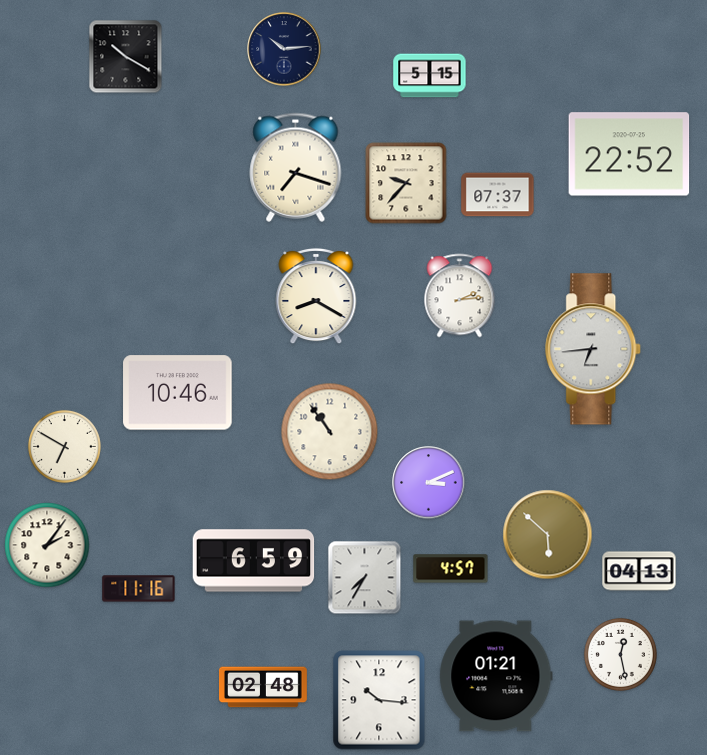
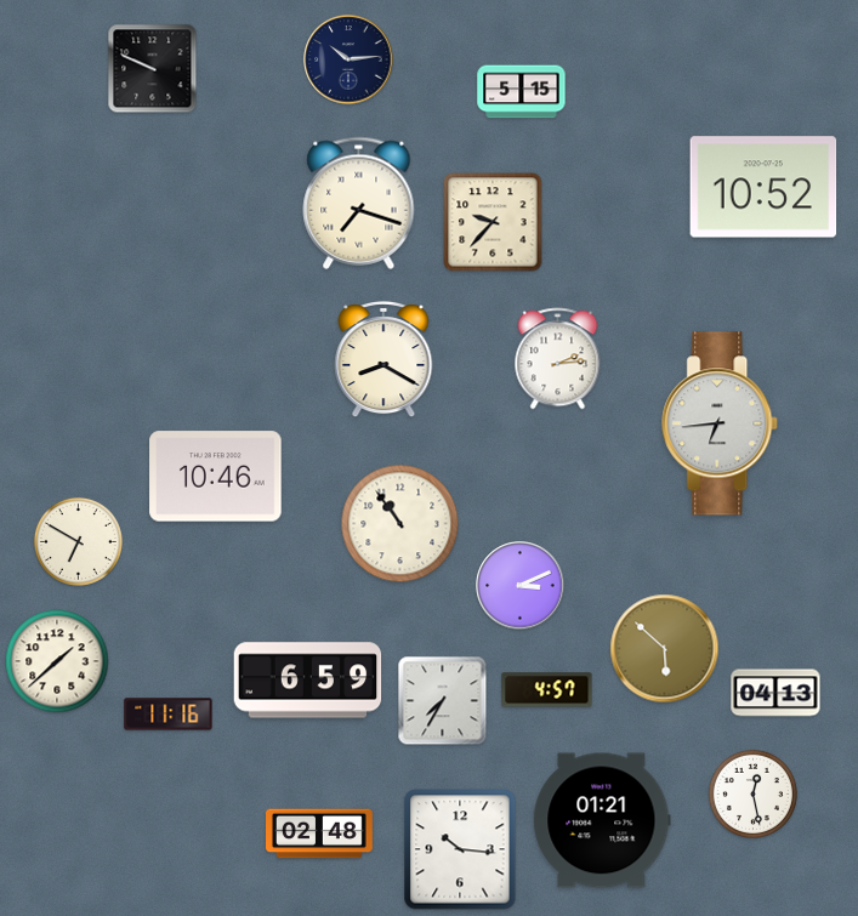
clock at (284, 49) position: (284, 49) -> (348, 59)
clock at (126, 57): 10:20 -> 9:49
clock at (629, 154): 22:52 -> 10:52
clock at (498, 195): 07:37 -> none
clock at (47, 545): 2:06 -> 1:38
